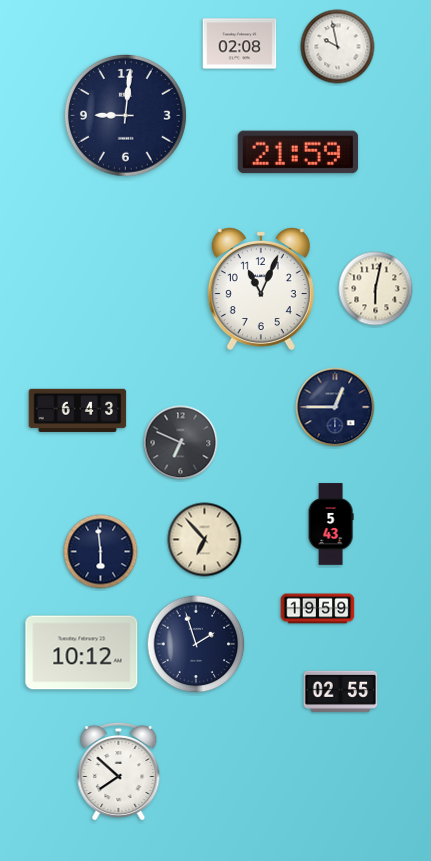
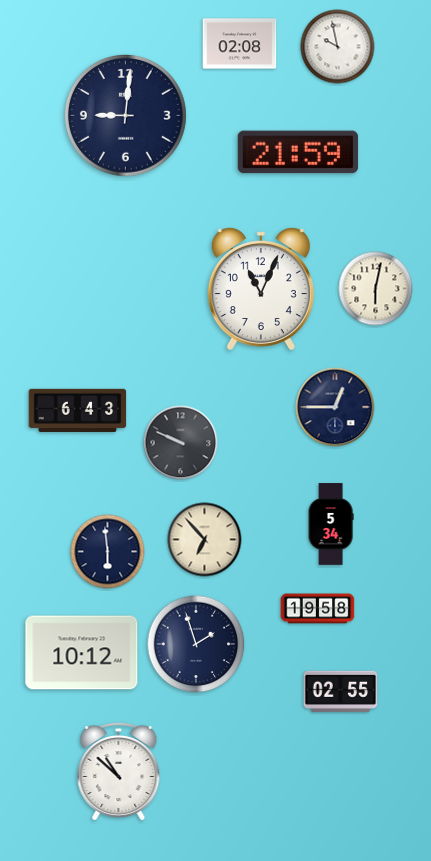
clock at (181, 443): 6:49 -> 9:49
clock at (331, 524): 5:43 -> 5:34
clock at (101, 552) position: (101, 552) -> (108, 552)
clock at (318, 609): 19:59 -> 19:58
clock at (119, 771): 7:52 -> 10:52
